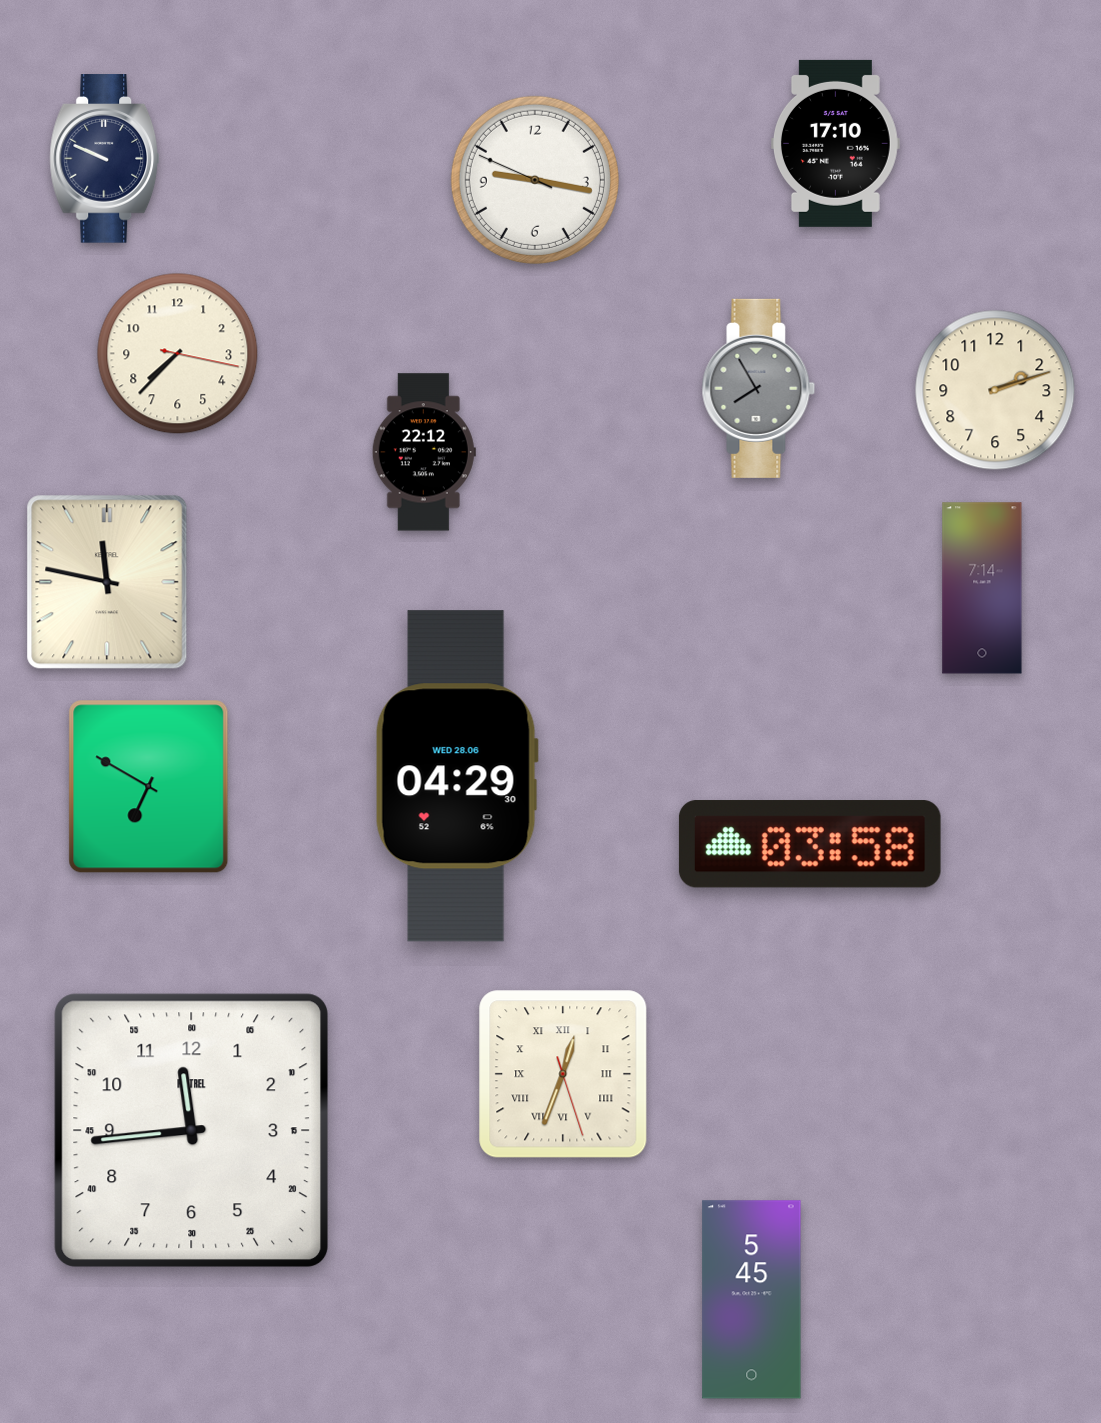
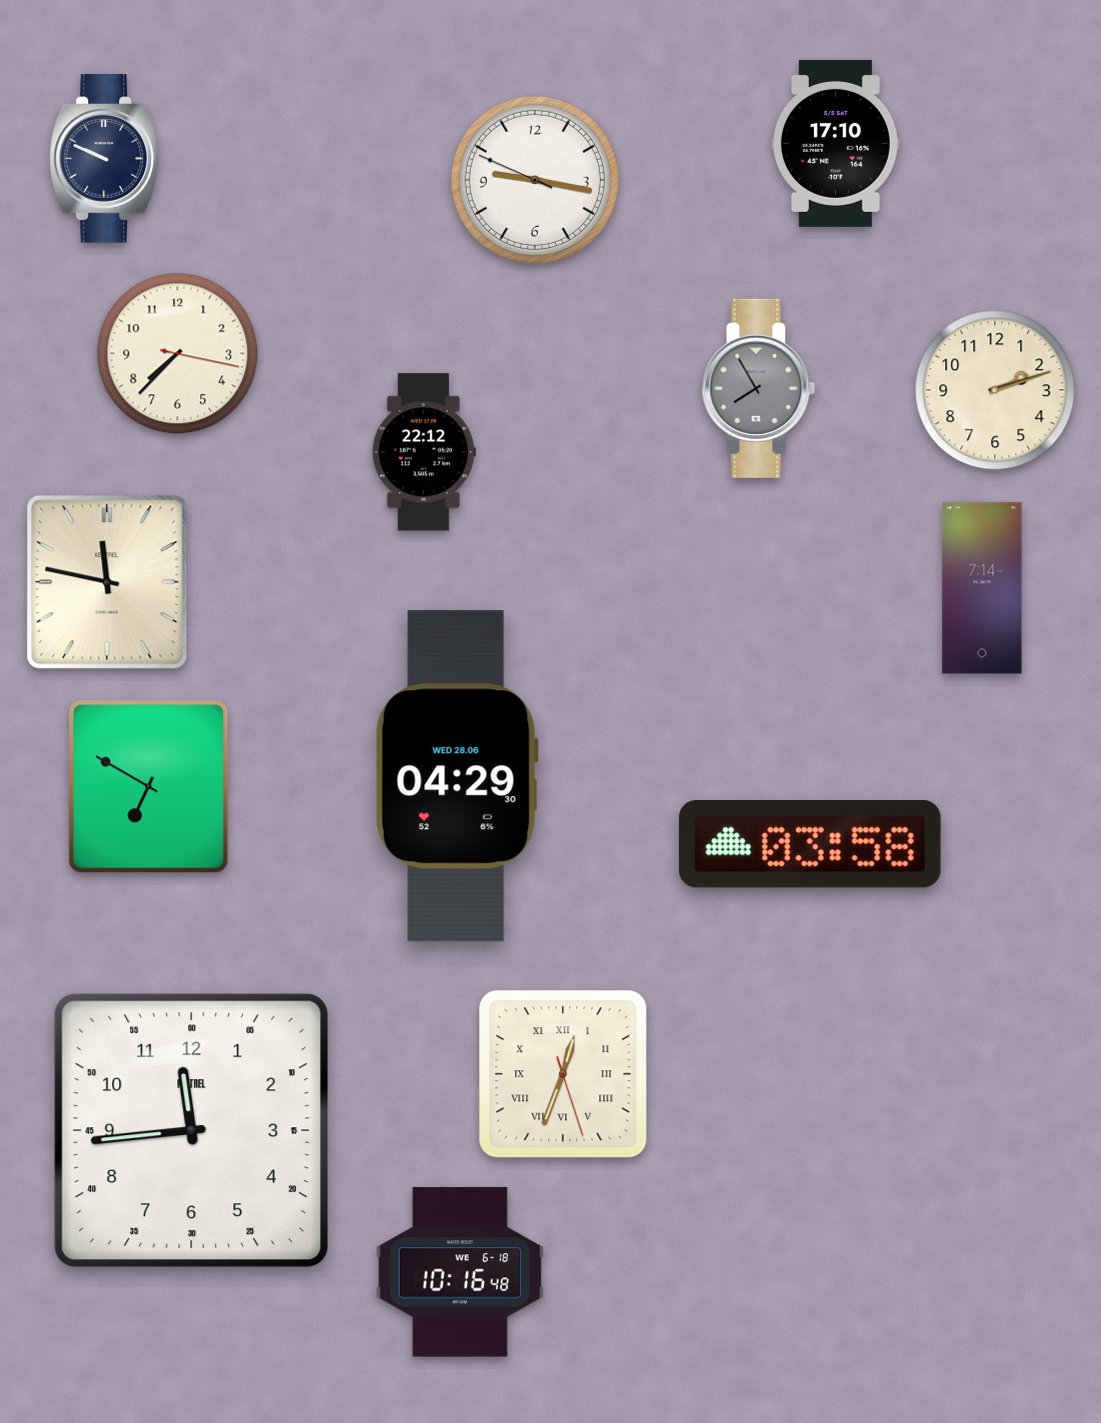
clock at (460, 1272): none -> 10:16
clock at (752, 1300): 5:45 -> none
